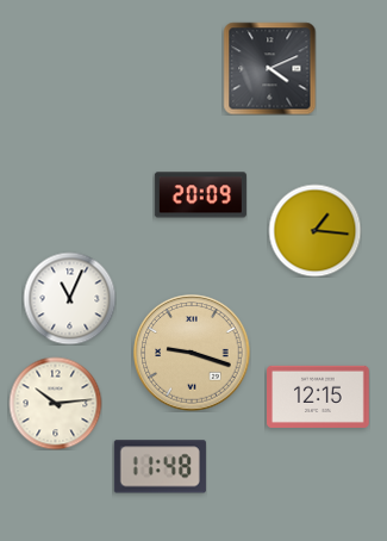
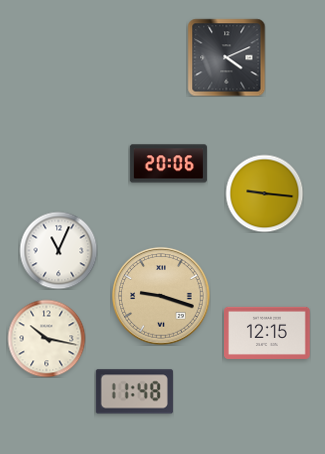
clock at (200, 195): 20:09 -> 20:06
clock at (314, 230): 1:16 -> 9:16
clock at (55, 403): 10:14 -> 10:17
